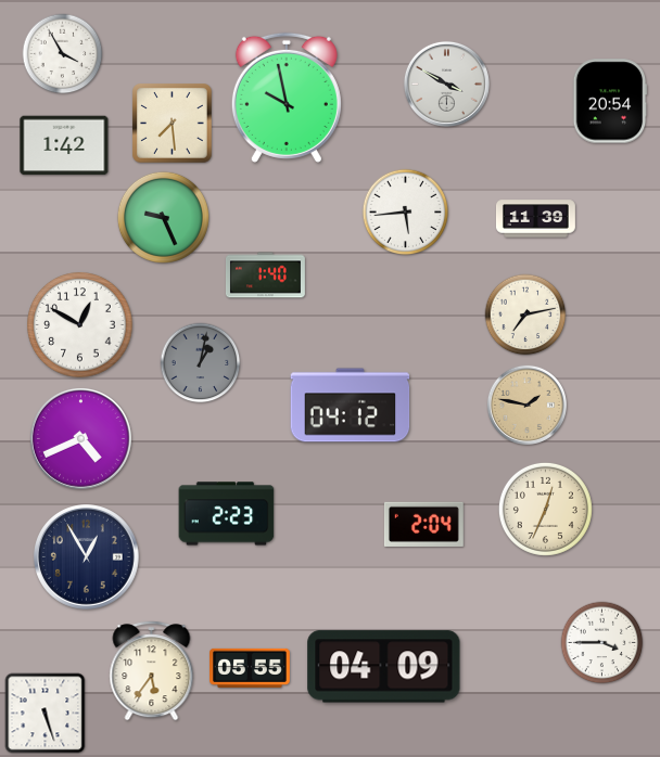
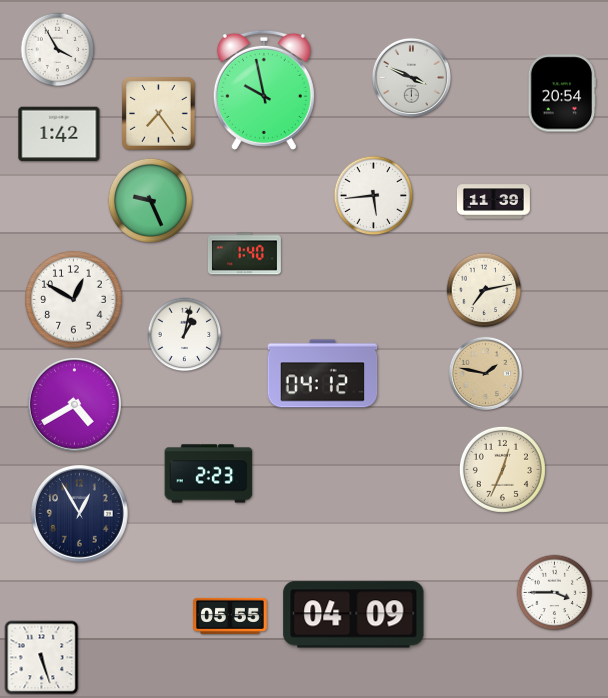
clock at (446, 84): 3:50 -> 3:49
clock at (173, 124): 7:29 -> 7:24
clock at (201, 363) dial: grey -> white
clock at (81, 439): 4:41 -> 4:40
clock at (423, 524): 2:04 -> none
clock at (152, 671): 5:36 -> none
